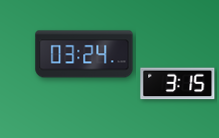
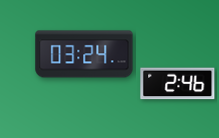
clock at (178, 84): 3:15 -> 2:46
